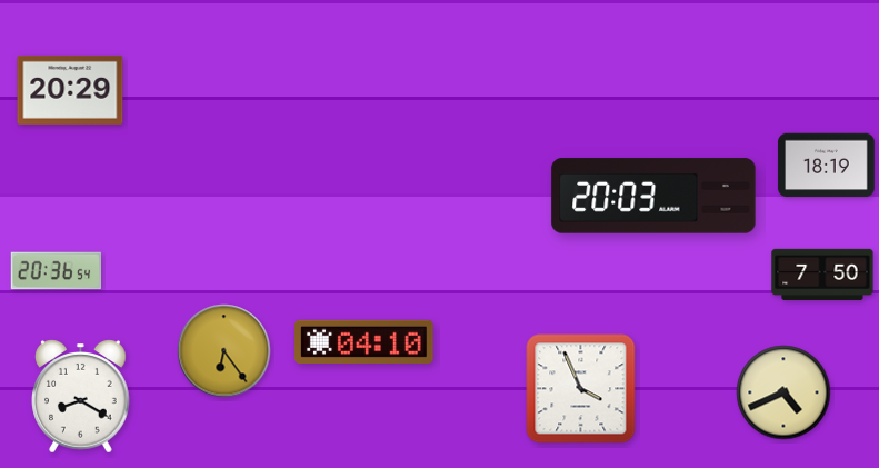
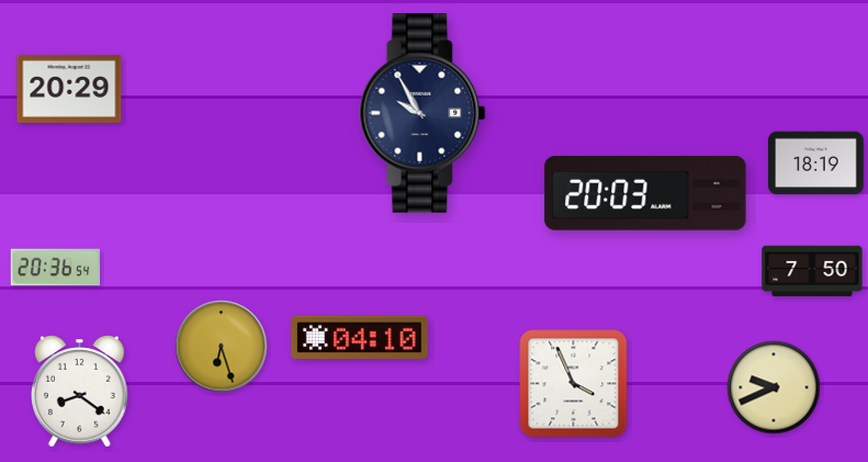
clock at (422, 114): none -> 9:55
clock at (224, 351): 6:24 -> 6:27
clock at (783, 392): 4:41 -> 9:41
clock at (81, 397): 8:20 -> 8:21
